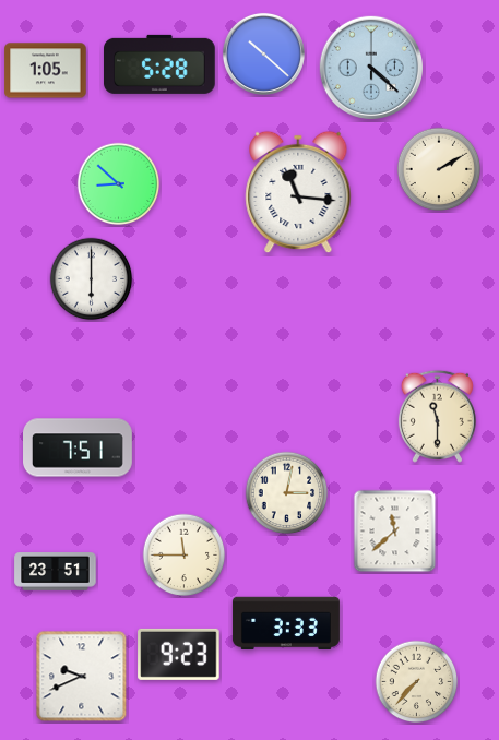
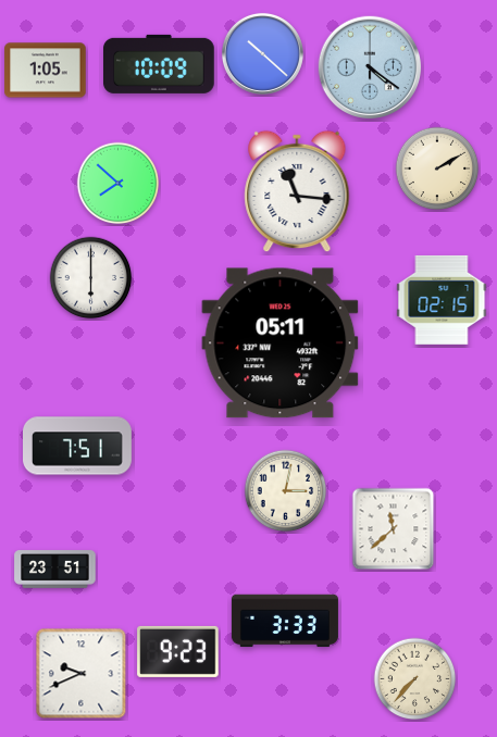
clock at (161, 64): 5:28 -> 10:09
clock at (371, 68): 4:22 -> 4:21
clock at (119, 184): 8:52 -> 7:52
clock at (442, 300): none -> 02:15
clock at (281, 343): none -> 05:11
clock at (437, 416): 11:30 -> none
clock at (185, 556): 11:45 -> none
